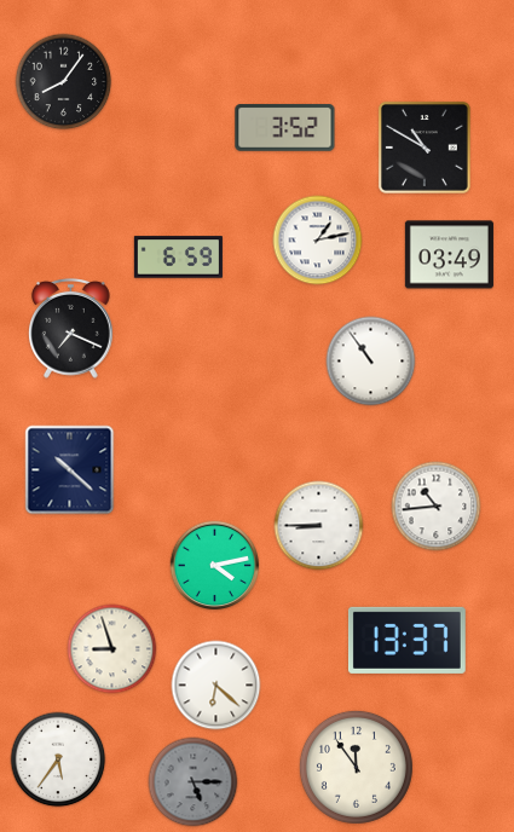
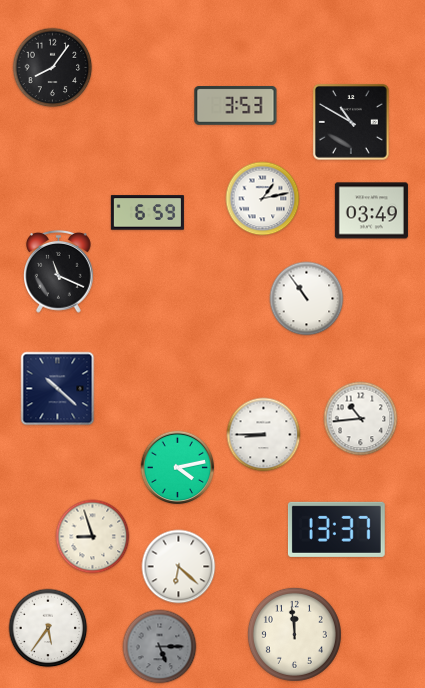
clock at (285, 128): 3:52 -> 3:53
clock at (71, 328): 7:19 -> 11:19
clock at (356, 767): 11:54 -> 11:59
